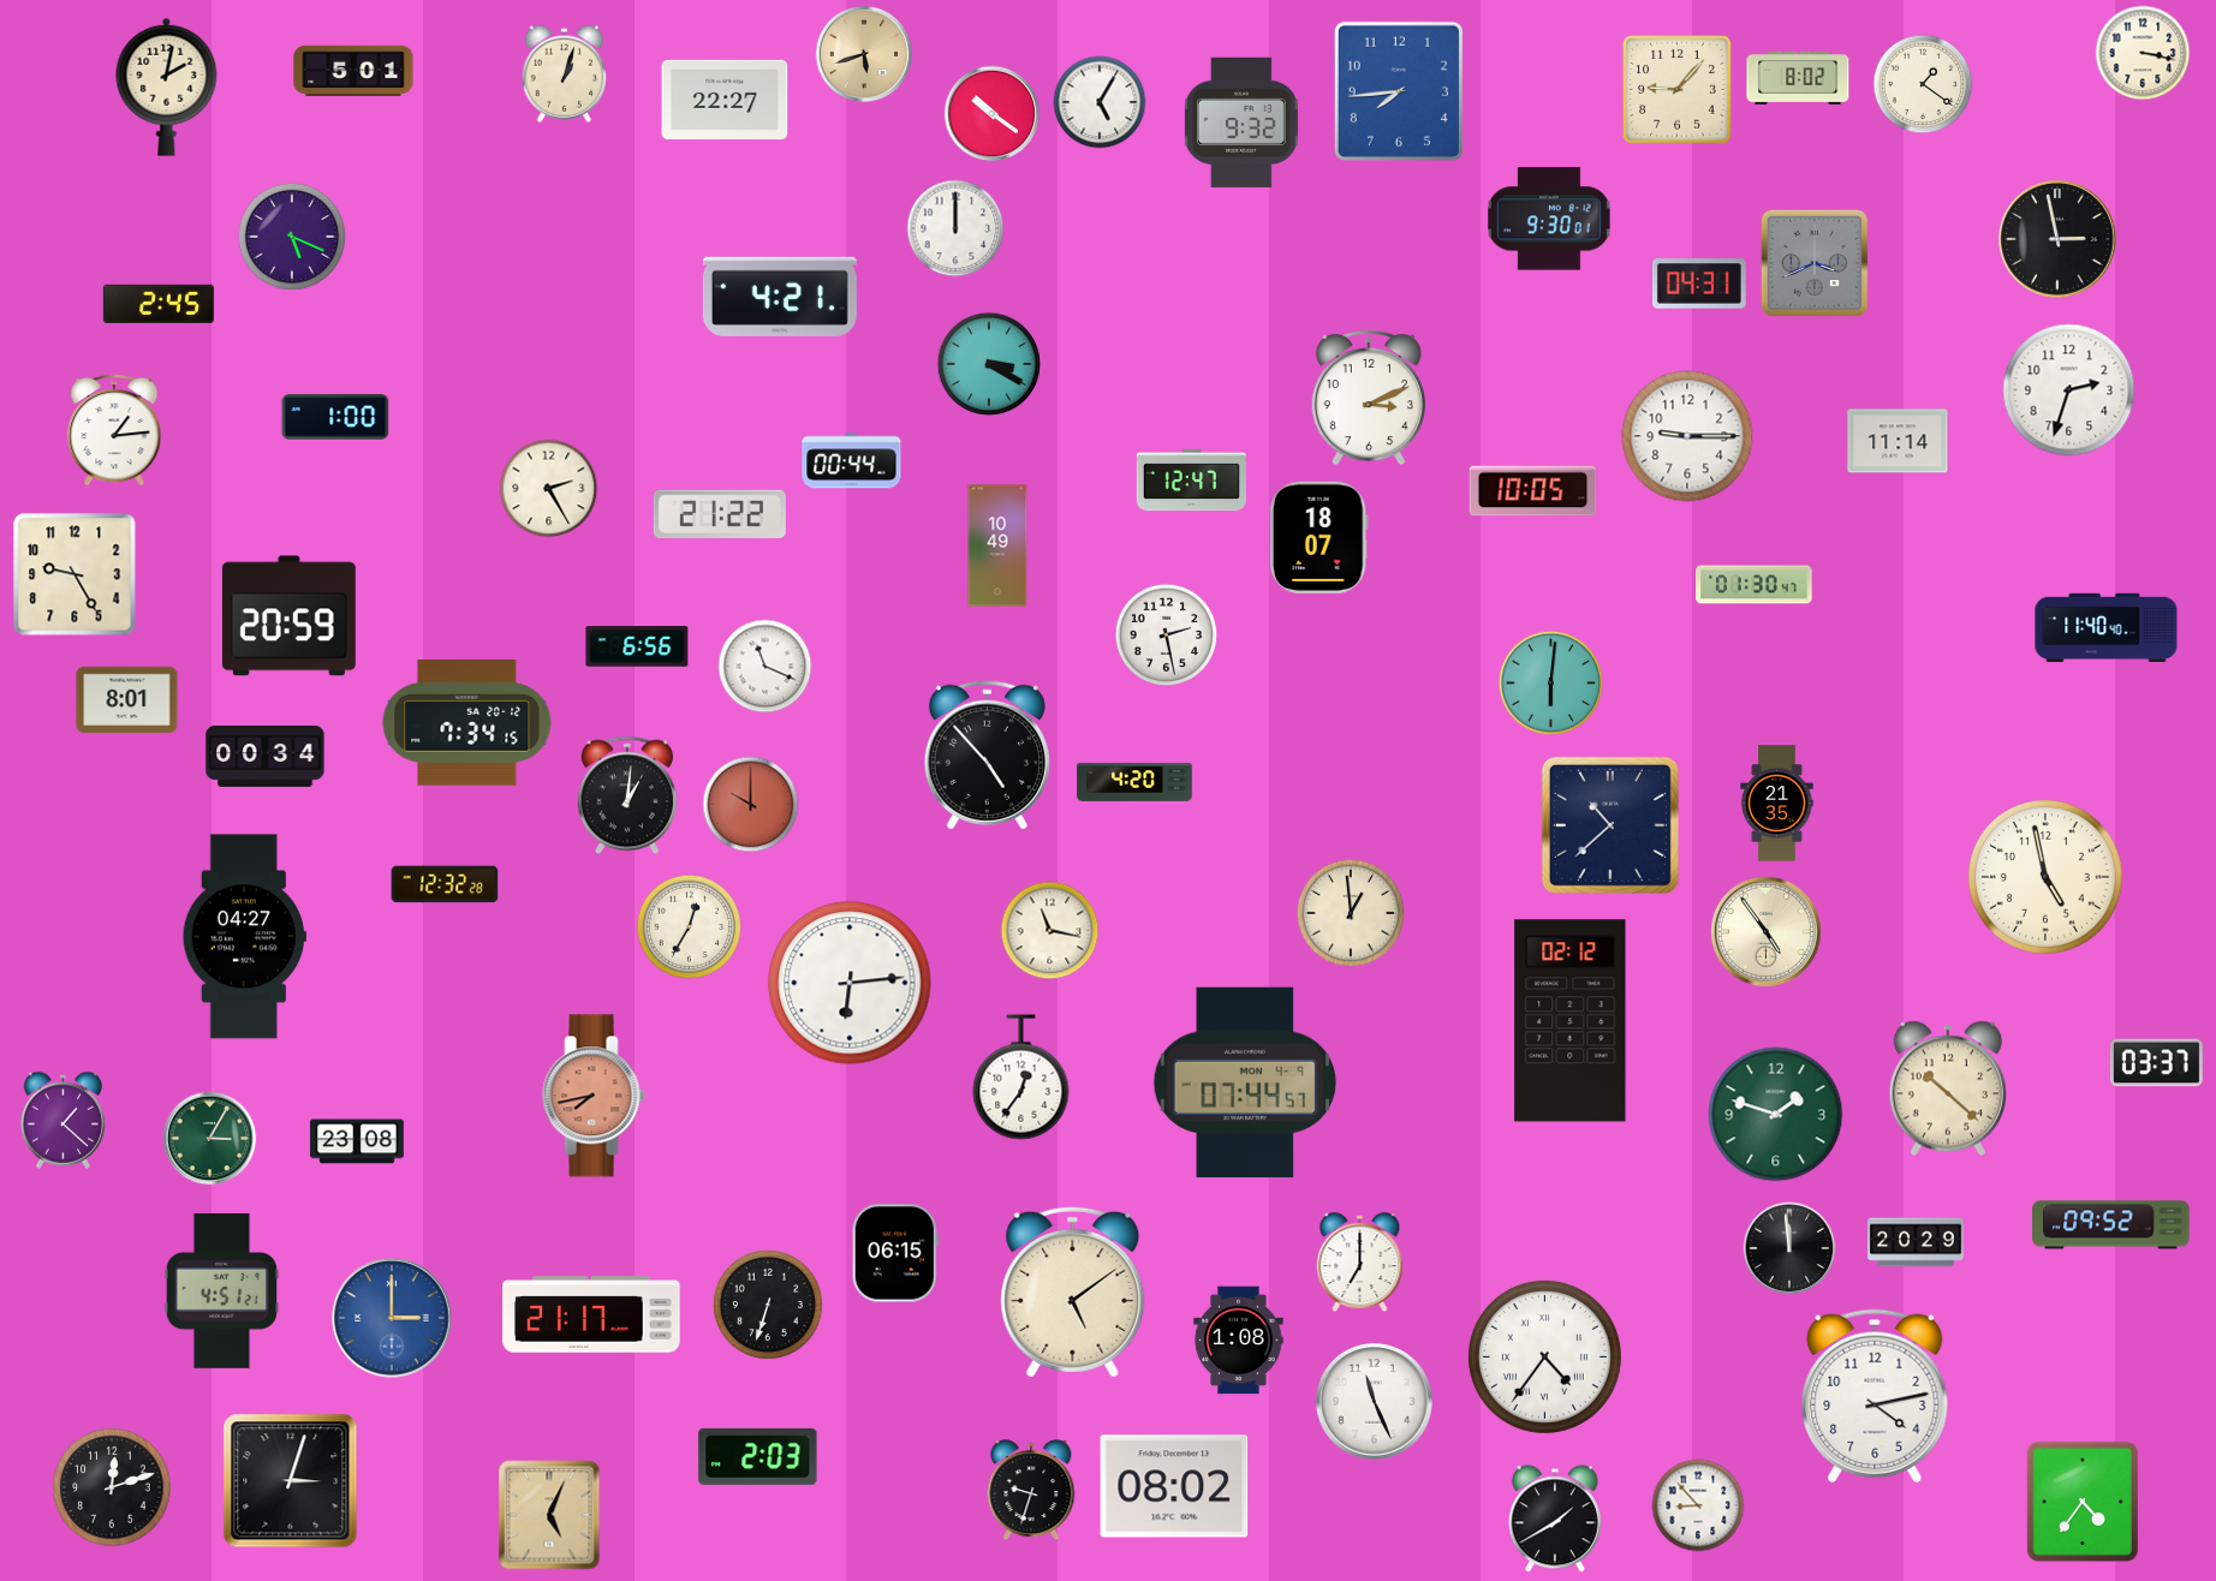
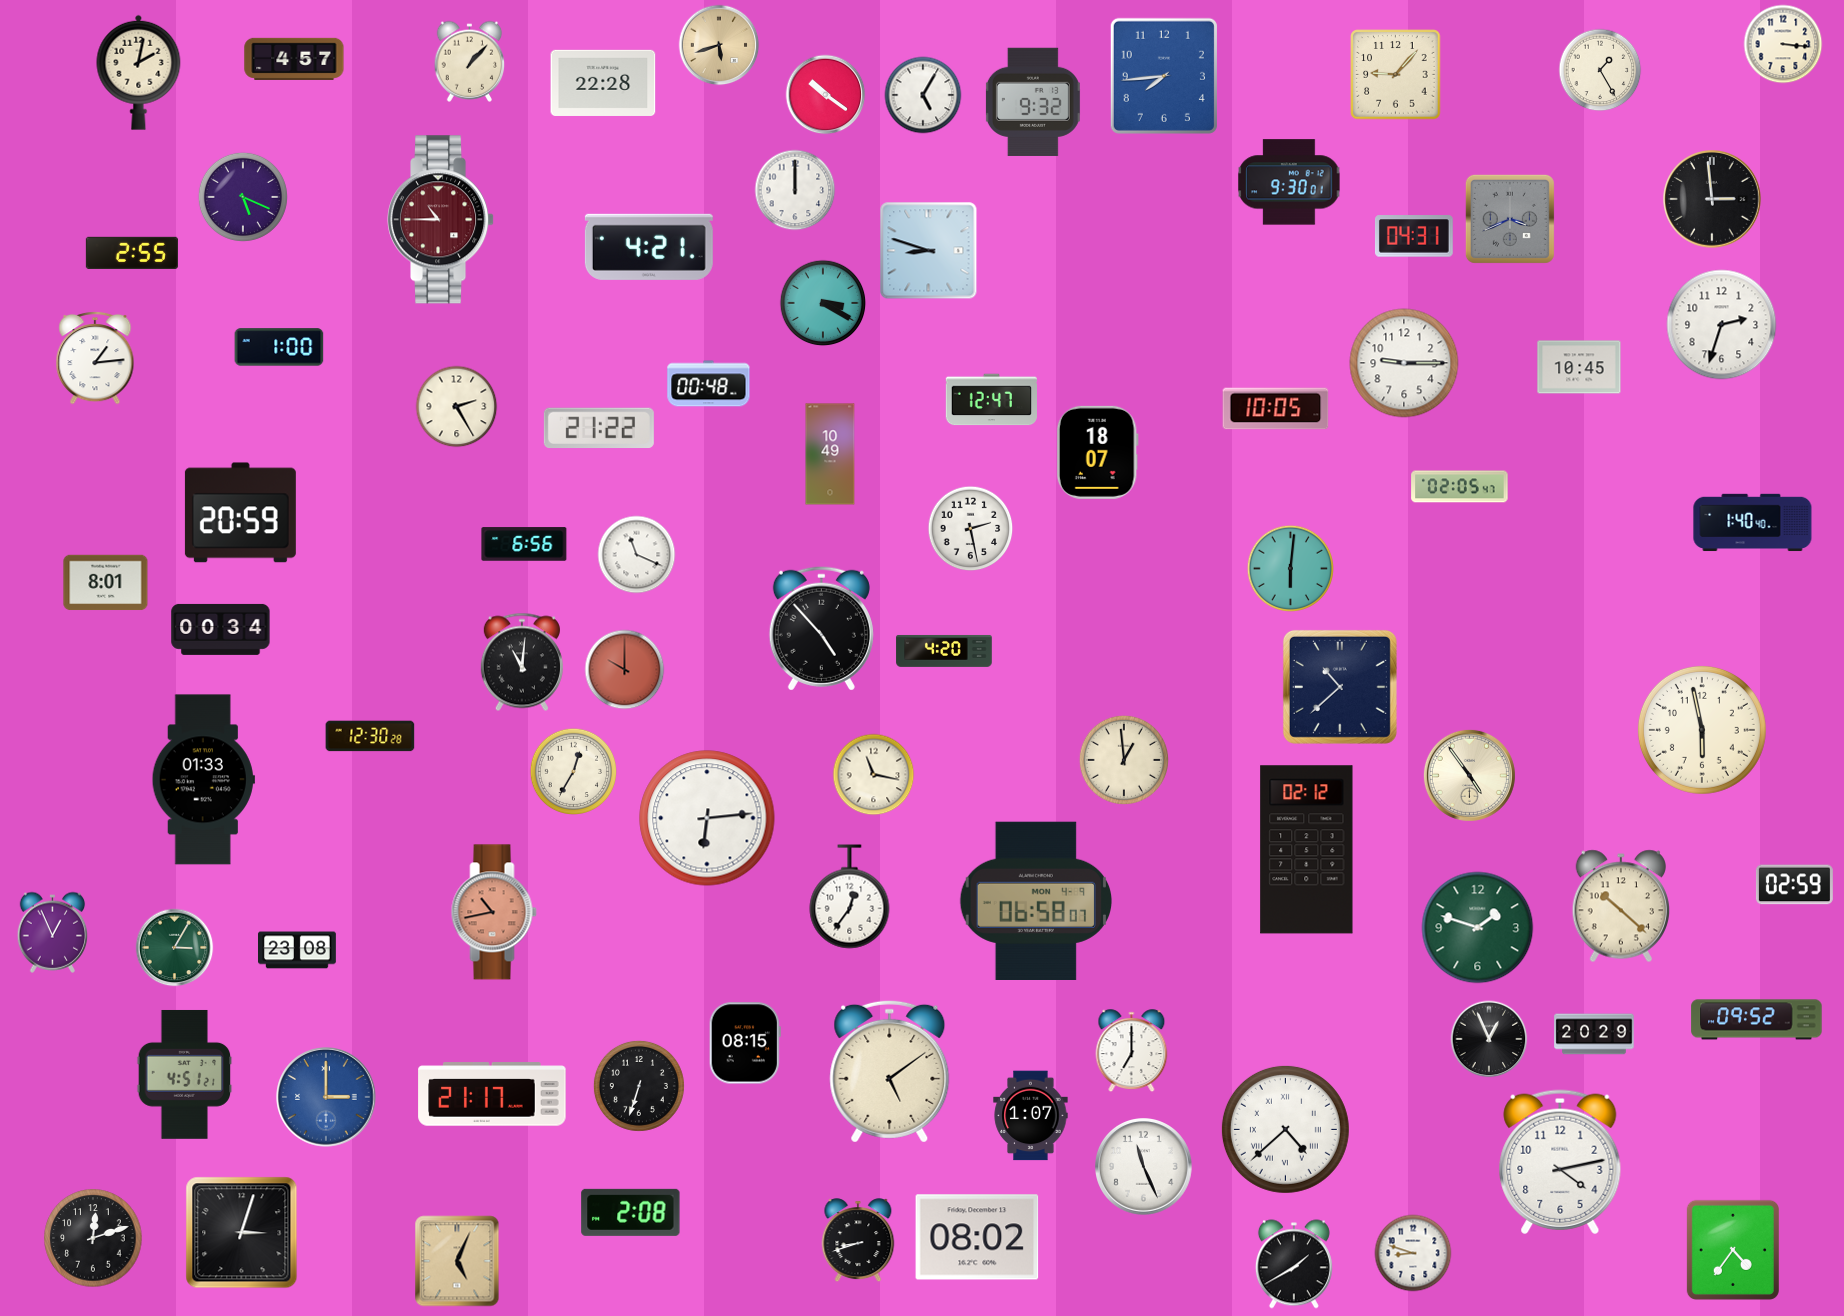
clock at (2143, 53): 3:17 -> 3:16
clock at (353, 71): 5:01 -> 4:57
clock at (565, 73): 1:03 -> 1:07
clock at (1798, 78): 8:02 -> none
clock at (1923, 84): 1:21 -> 1:25
clock at (725, 100): 22:27 -> 22:28
clock at (1100, 102) position: (1100, 102) -> (923, 95)
clock at (2059, 240): 2:58 -> 2:59
clock at (442, 220): none -> 10:45
clock at (929, 251): none -> 8:48
clock at (159, 304): 2:45 -> 2:55
clock at (1368, 398): 3:11 -> none
clock at (1898, 441): 11:14 -> 10:45
clock at (852, 461): 00:44 -> 00:48
clock at (1318, 537) position: (1318, 537) -> (1097, 452)
clock at (75, 574): 9:25 -> none
clock at (1755, 585): 01:30 -> 02:05
clock at (2107, 628): 11:40 -> 1:40
clock at (637, 646) position: (637, 646) -> (524, 544)
clock at (467, 723): 7:34 -> none
clock at (627, 795): 1:01 -> 11:01
clock at (1777, 804): 21:35 -> none
clock at (2045, 877): 4:58 -> 5:58
clock at (445, 884): 12:32 -> 12:30
clock at (244, 937): 04:27 -> 01:33
clock at (2156, 1063): 03:37 -> 02:59
clock at (1244, 1081): 07:44 -> 06:58
clock at (594, 1096): 7:43 -> 10:43
clock at (64, 1120): 1:22 -> 12:56
clock at (1789, 1248): 11:59 -> 12:56
clock at (895, 1253): 06:15 -> 08:15
clock at (1073, 1291) position: (1073, 1291) -> (890, 1071)
clock at (1239, 1341): 1:08 -> 1:07
clock at (1544, 1356): 4:36 -> 4:38
clock at (758, 1456): 2:03 -> 2:08
clock at (1031, 1491): 9:33 -> 8:42
clock at (1698, 1505): 8:53 -> 8:48
